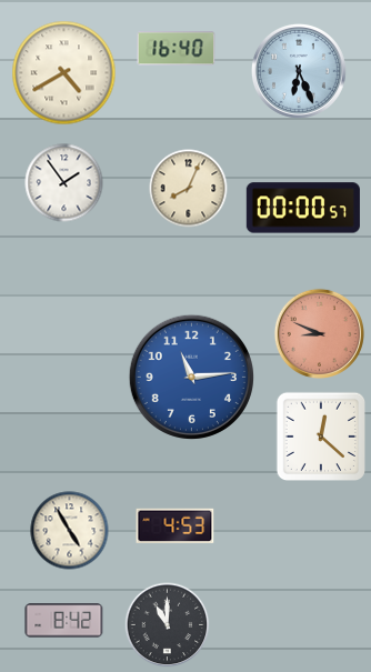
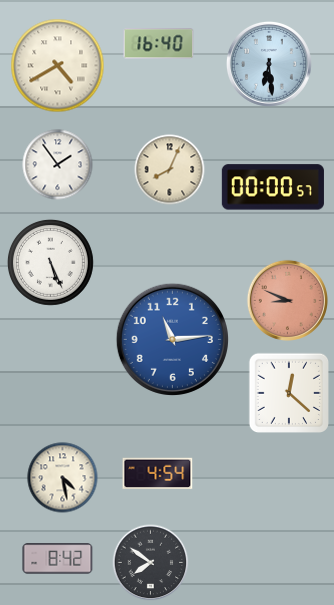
clock at (300, 72): 6:26 -> 6:29
clock at (50, 262): none -> 5:26
clock at (176, 526): 4:53 -> 4:54
clock at (70, 531): 4:55 -> 4:28
clock at (168, 625): 11:00 -> 7:51
